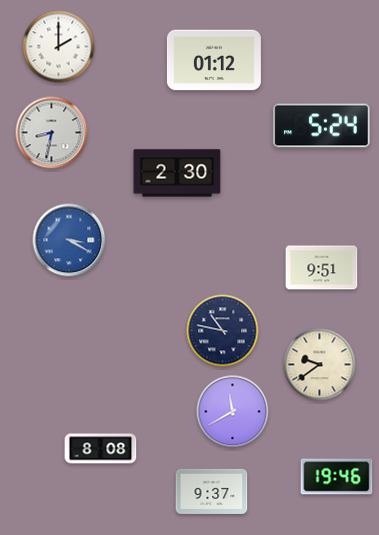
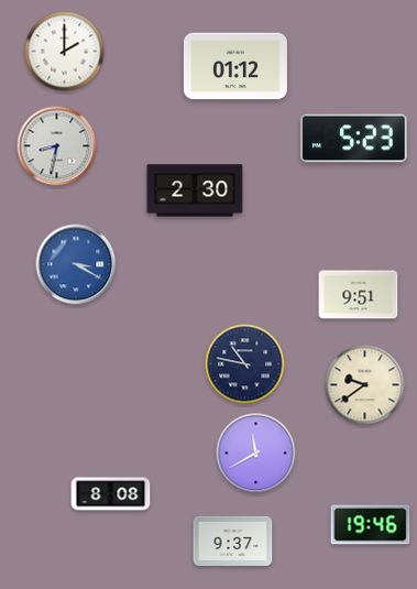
clock at (322, 126): 5:24 -> 5:23
clock at (322, 268) position: (322, 268) -> (359, 295)
clock at (320, 365) position: (320, 365) -> (365, 385)
